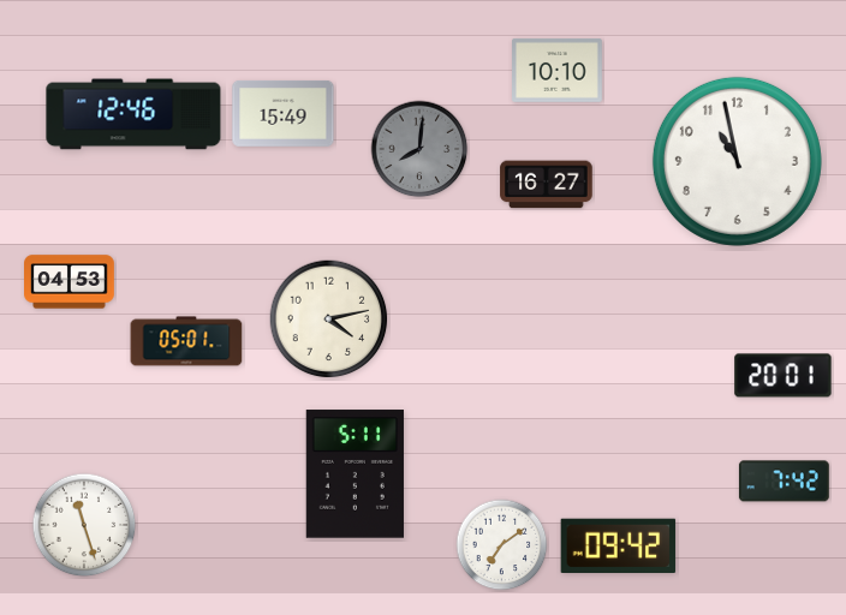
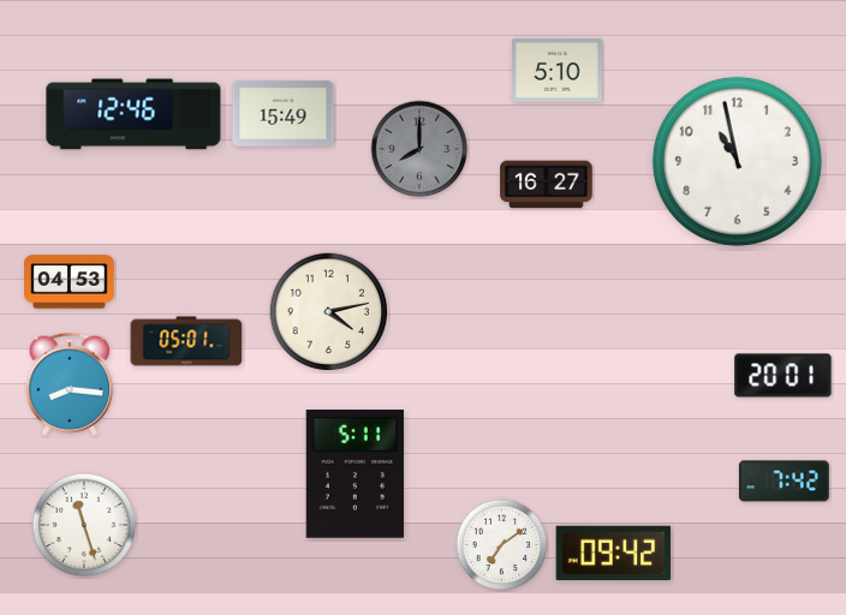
clock at (558, 71): 10:10 -> 5:10
clock at (419, 149): 8:01 -> 8:00
clock at (329, 320) position: (329, 320) -> (329, 312)
clock at (70, 384): none -> 8:16
clock at (619, 547) position: (619, 547) -> (614, 554)
